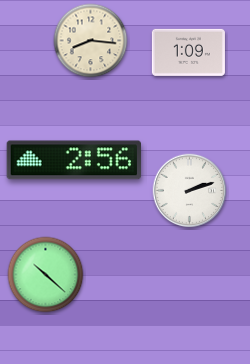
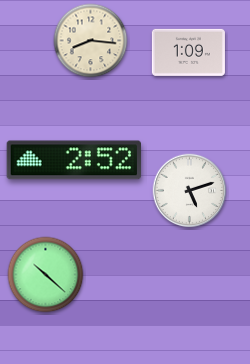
clock at (73, 160): 2:56 -> 2:52
clock at (190, 191): 2:12 -> 5:12
